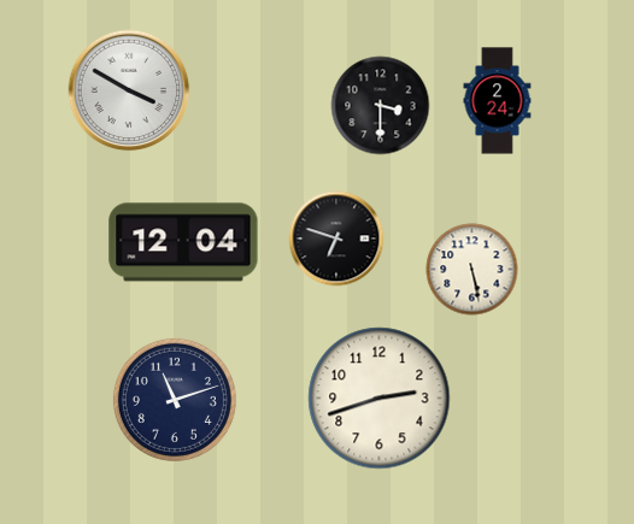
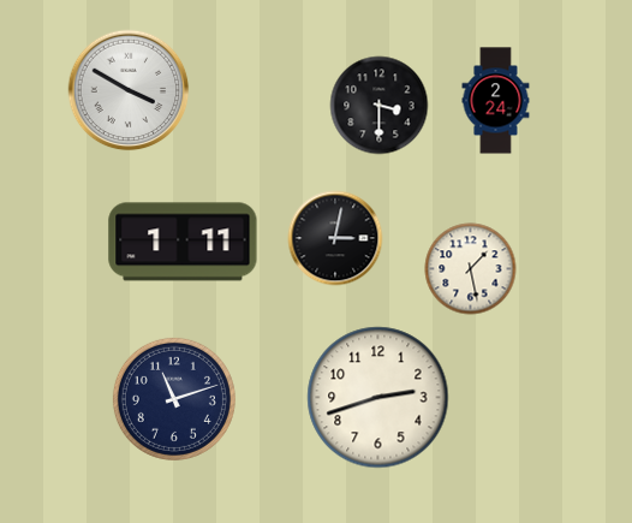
clock at (336, 239): 6:48 -> 3:02
clock at (183, 242): 12:04 -> 1:11
clock at (472, 270): 5:28 -> 1:28
